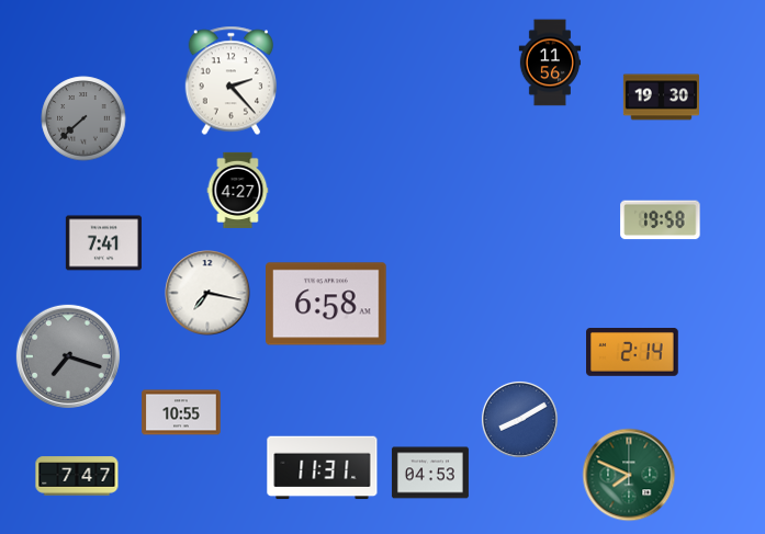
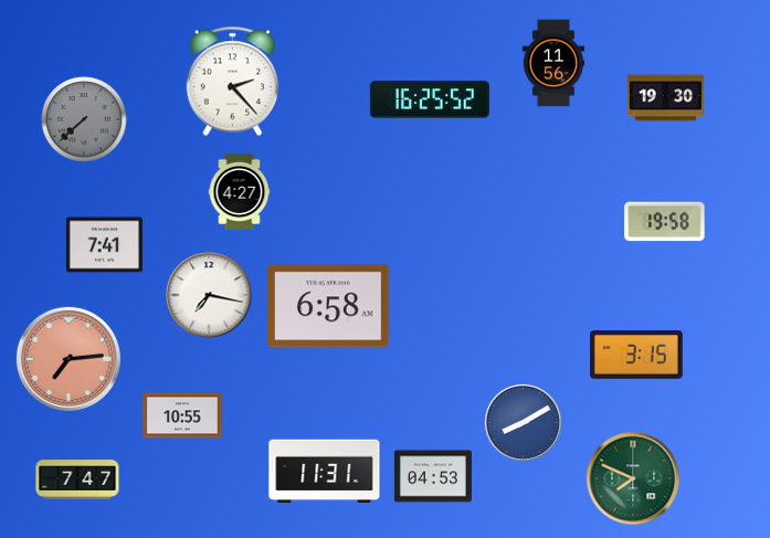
clock at (430, 99): none -> 16:25
clock at (633, 353): 2:14 -> 3:15
clock at (68, 356): 7:18 -> 7:14
clock at (68, 356) dial: grey -> salmon
